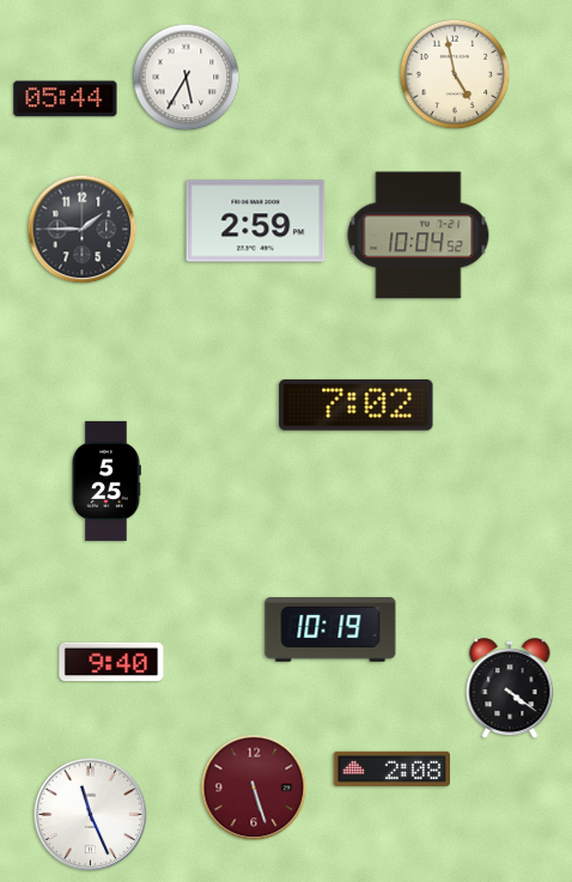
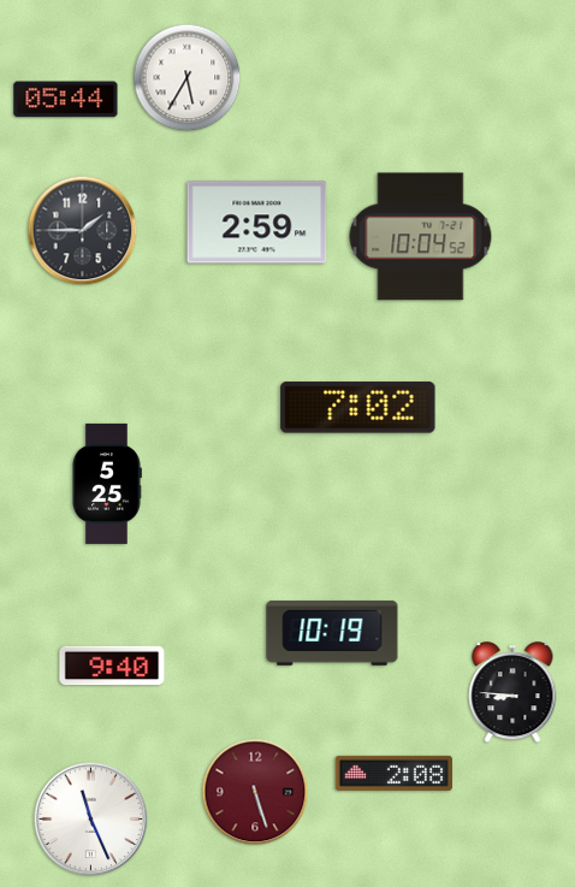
clock at (455, 74): 4:58 -> none
clock at (510, 688): 4:21 -> 8:46
